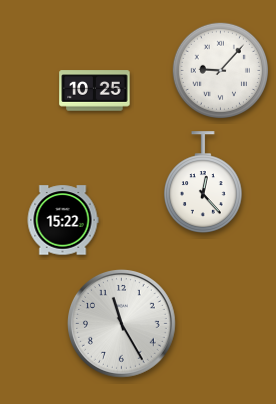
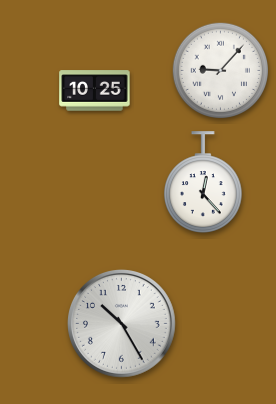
clock at (63, 220): 15:22 -> none
clock at (122, 324): 11:25 -> 10:25
